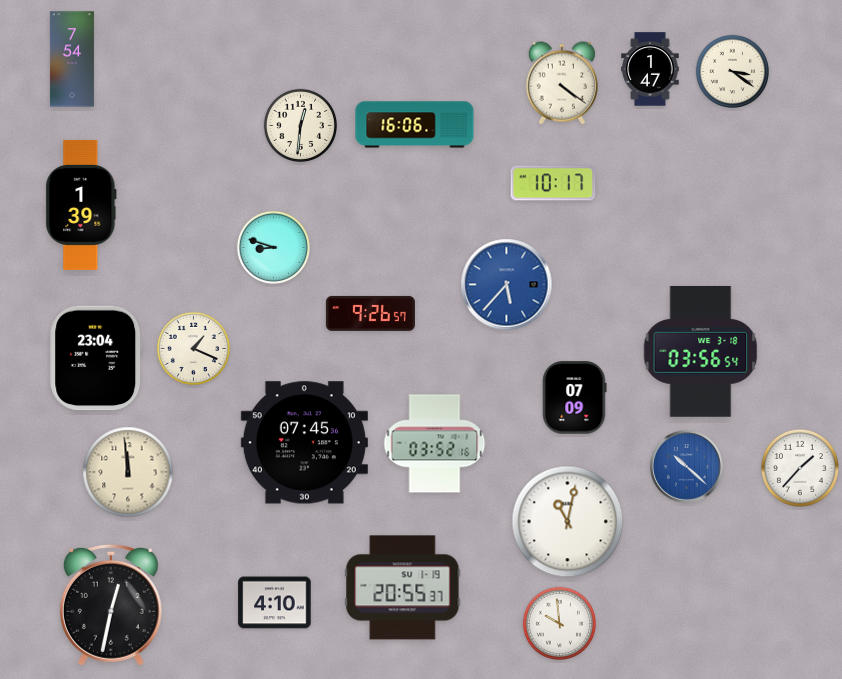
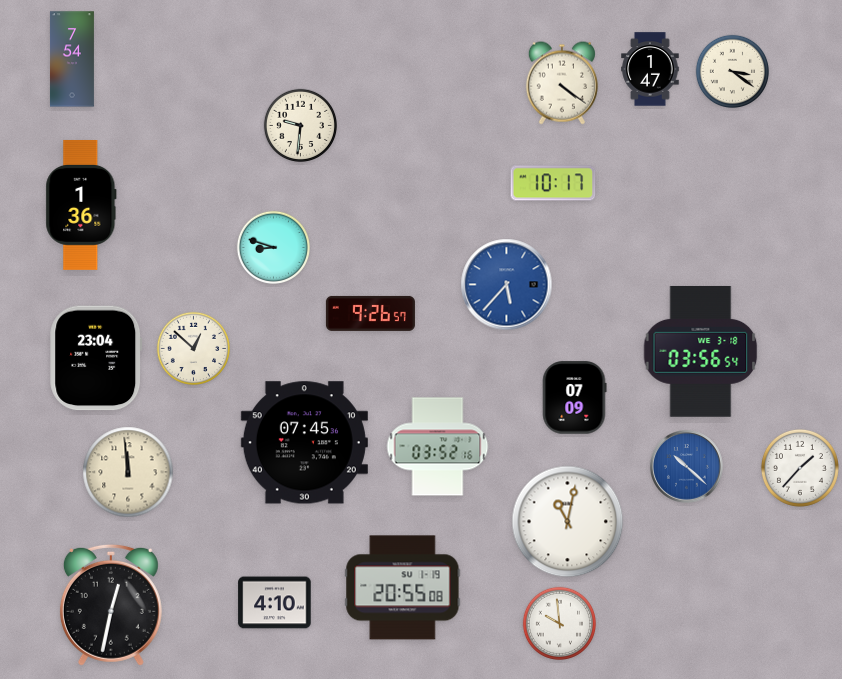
clock at (300, 125): 12:31 -> 9:31
clock at (415, 125): 16:06 -> none
clock at (81, 205): 1:39 -> 1:36
clock at (193, 348): 1:19 -> 12:52
clock at (435, 444) position: (435, 444) -> (438, 447)
clock at (403, 588): 20:55:37 -> 20:55:08
